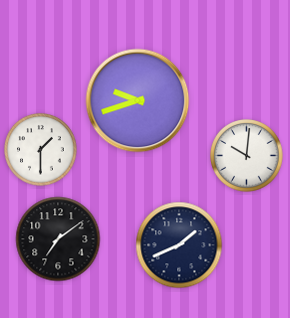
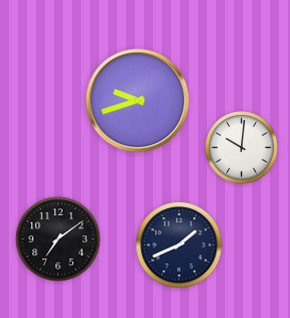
clock at (41, 150): 1:30 -> none
clock at (247, 156) position: (247, 156) -> (242, 148)
